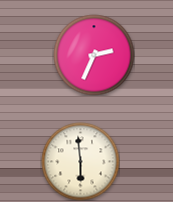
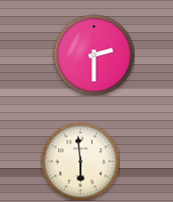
clock at (94, 55): 2:34 -> 2:30
